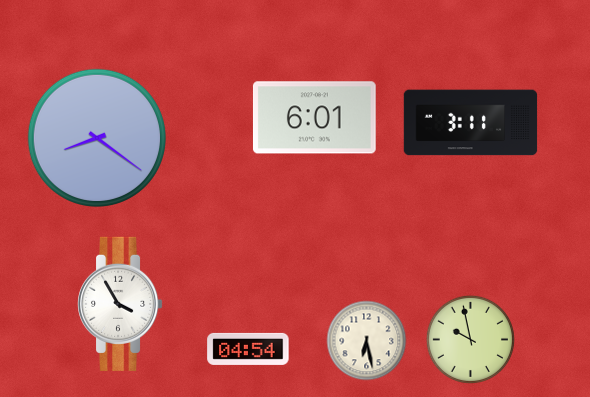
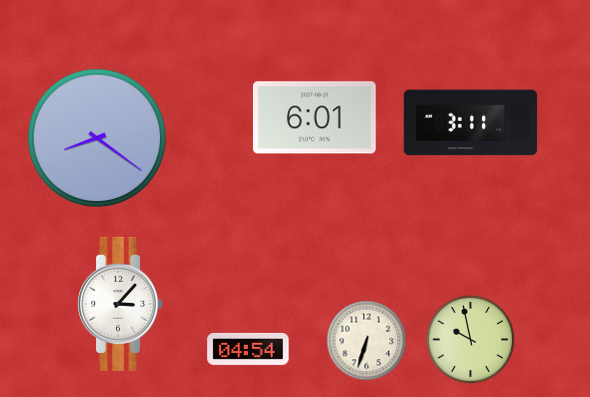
clock at (121, 304): 3:55 -> 3:07
clock at (367, 341): 6:28 -> 6:33
